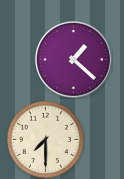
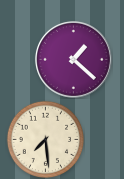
clock at (45, 139): 7:30 -> 7:29
